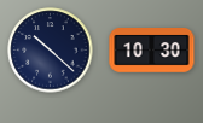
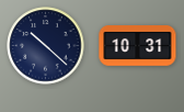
clock at (152, 51): 10:30 -> 10:31
